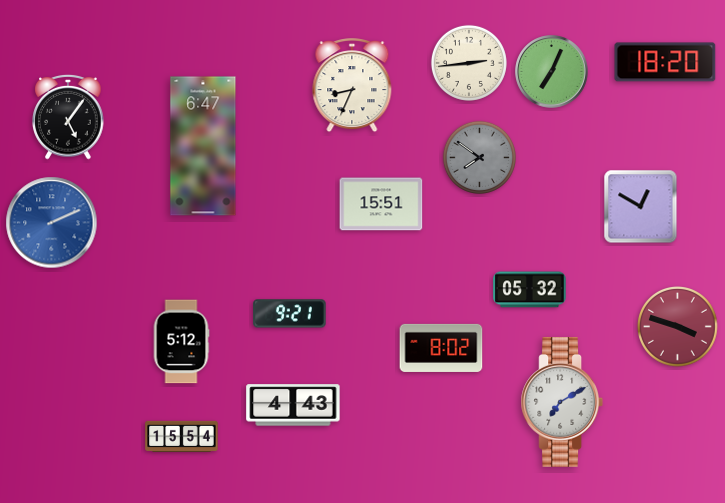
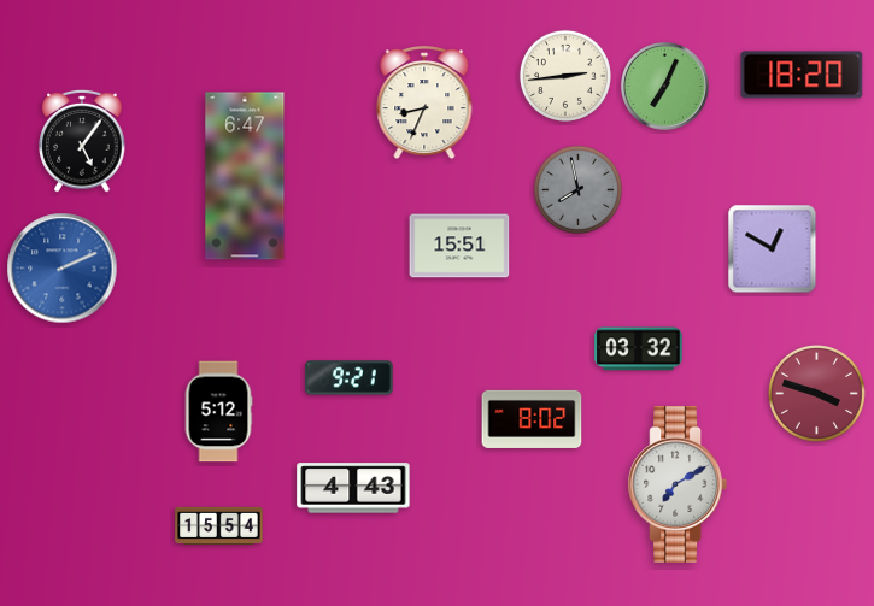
clock at (479, 157): 7:51 -> 7:58
clock at (530, 290): 05:32 -> 03:32
